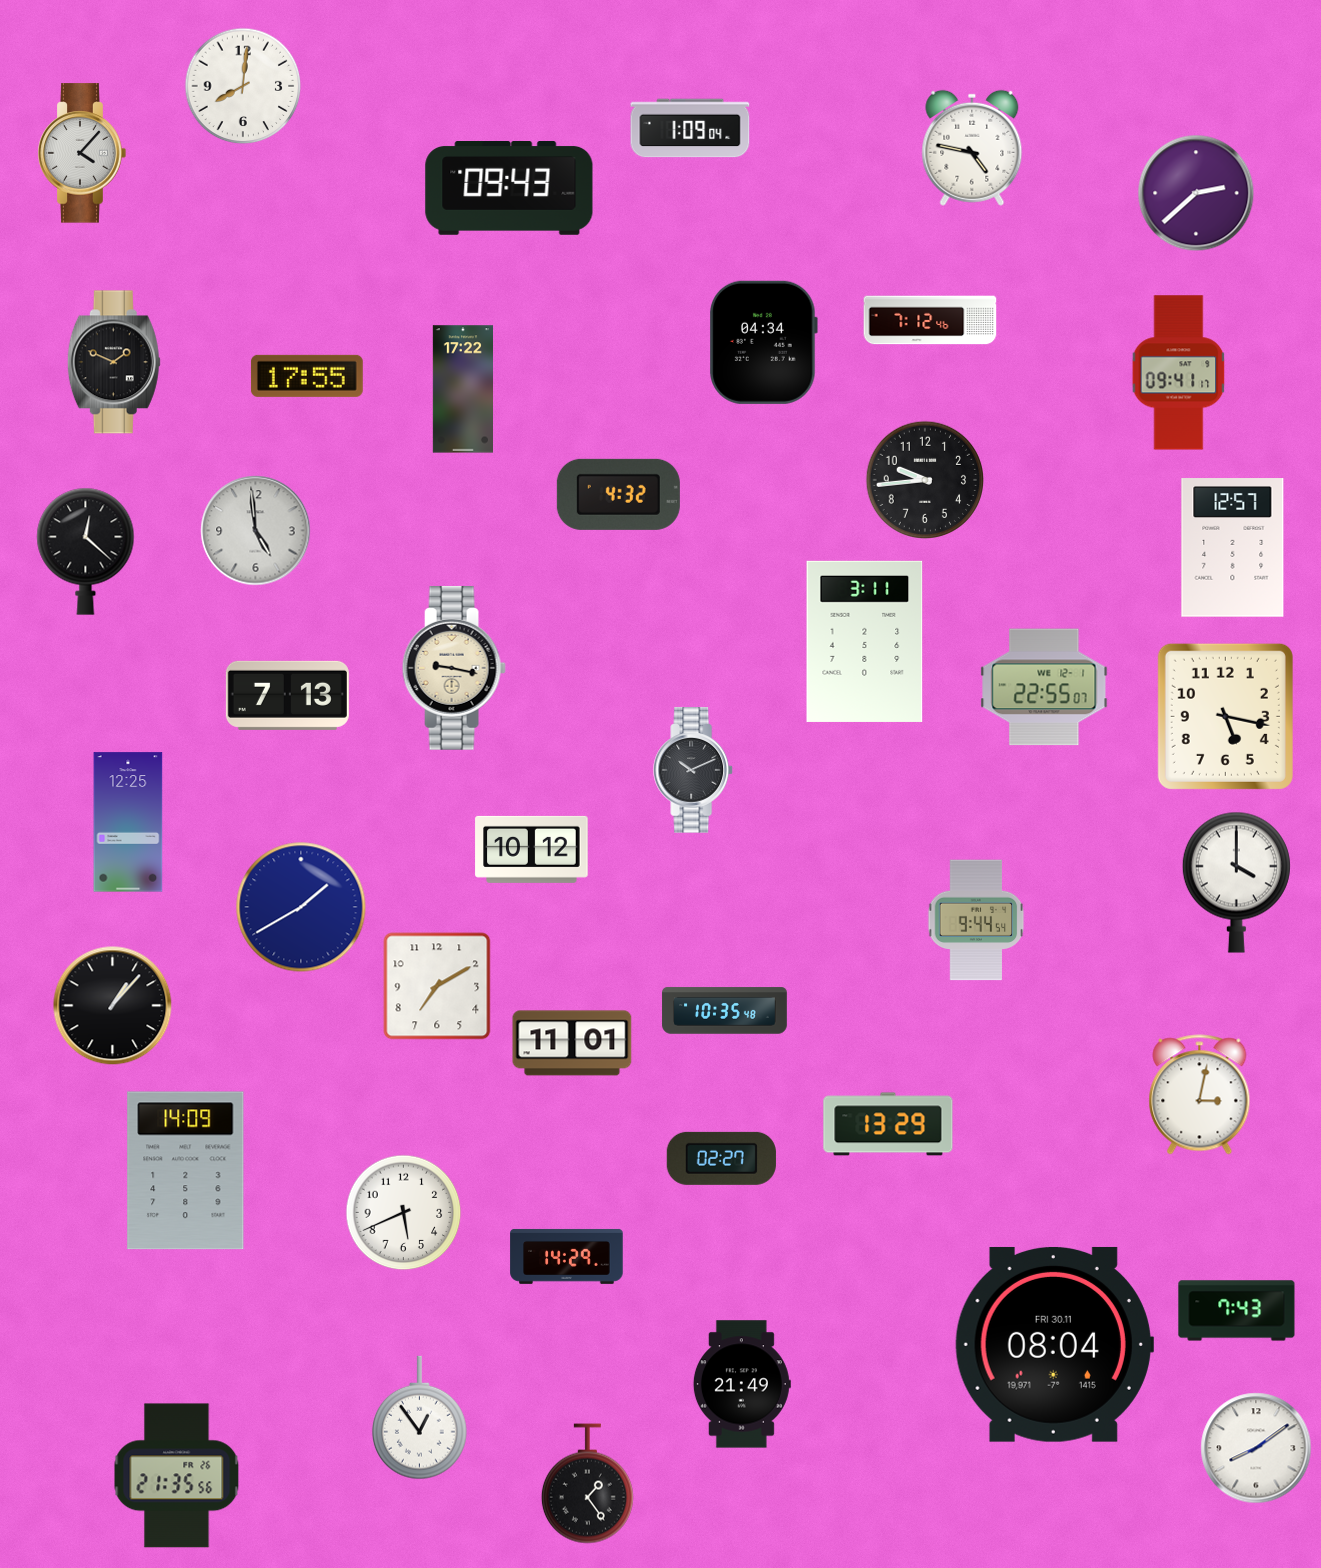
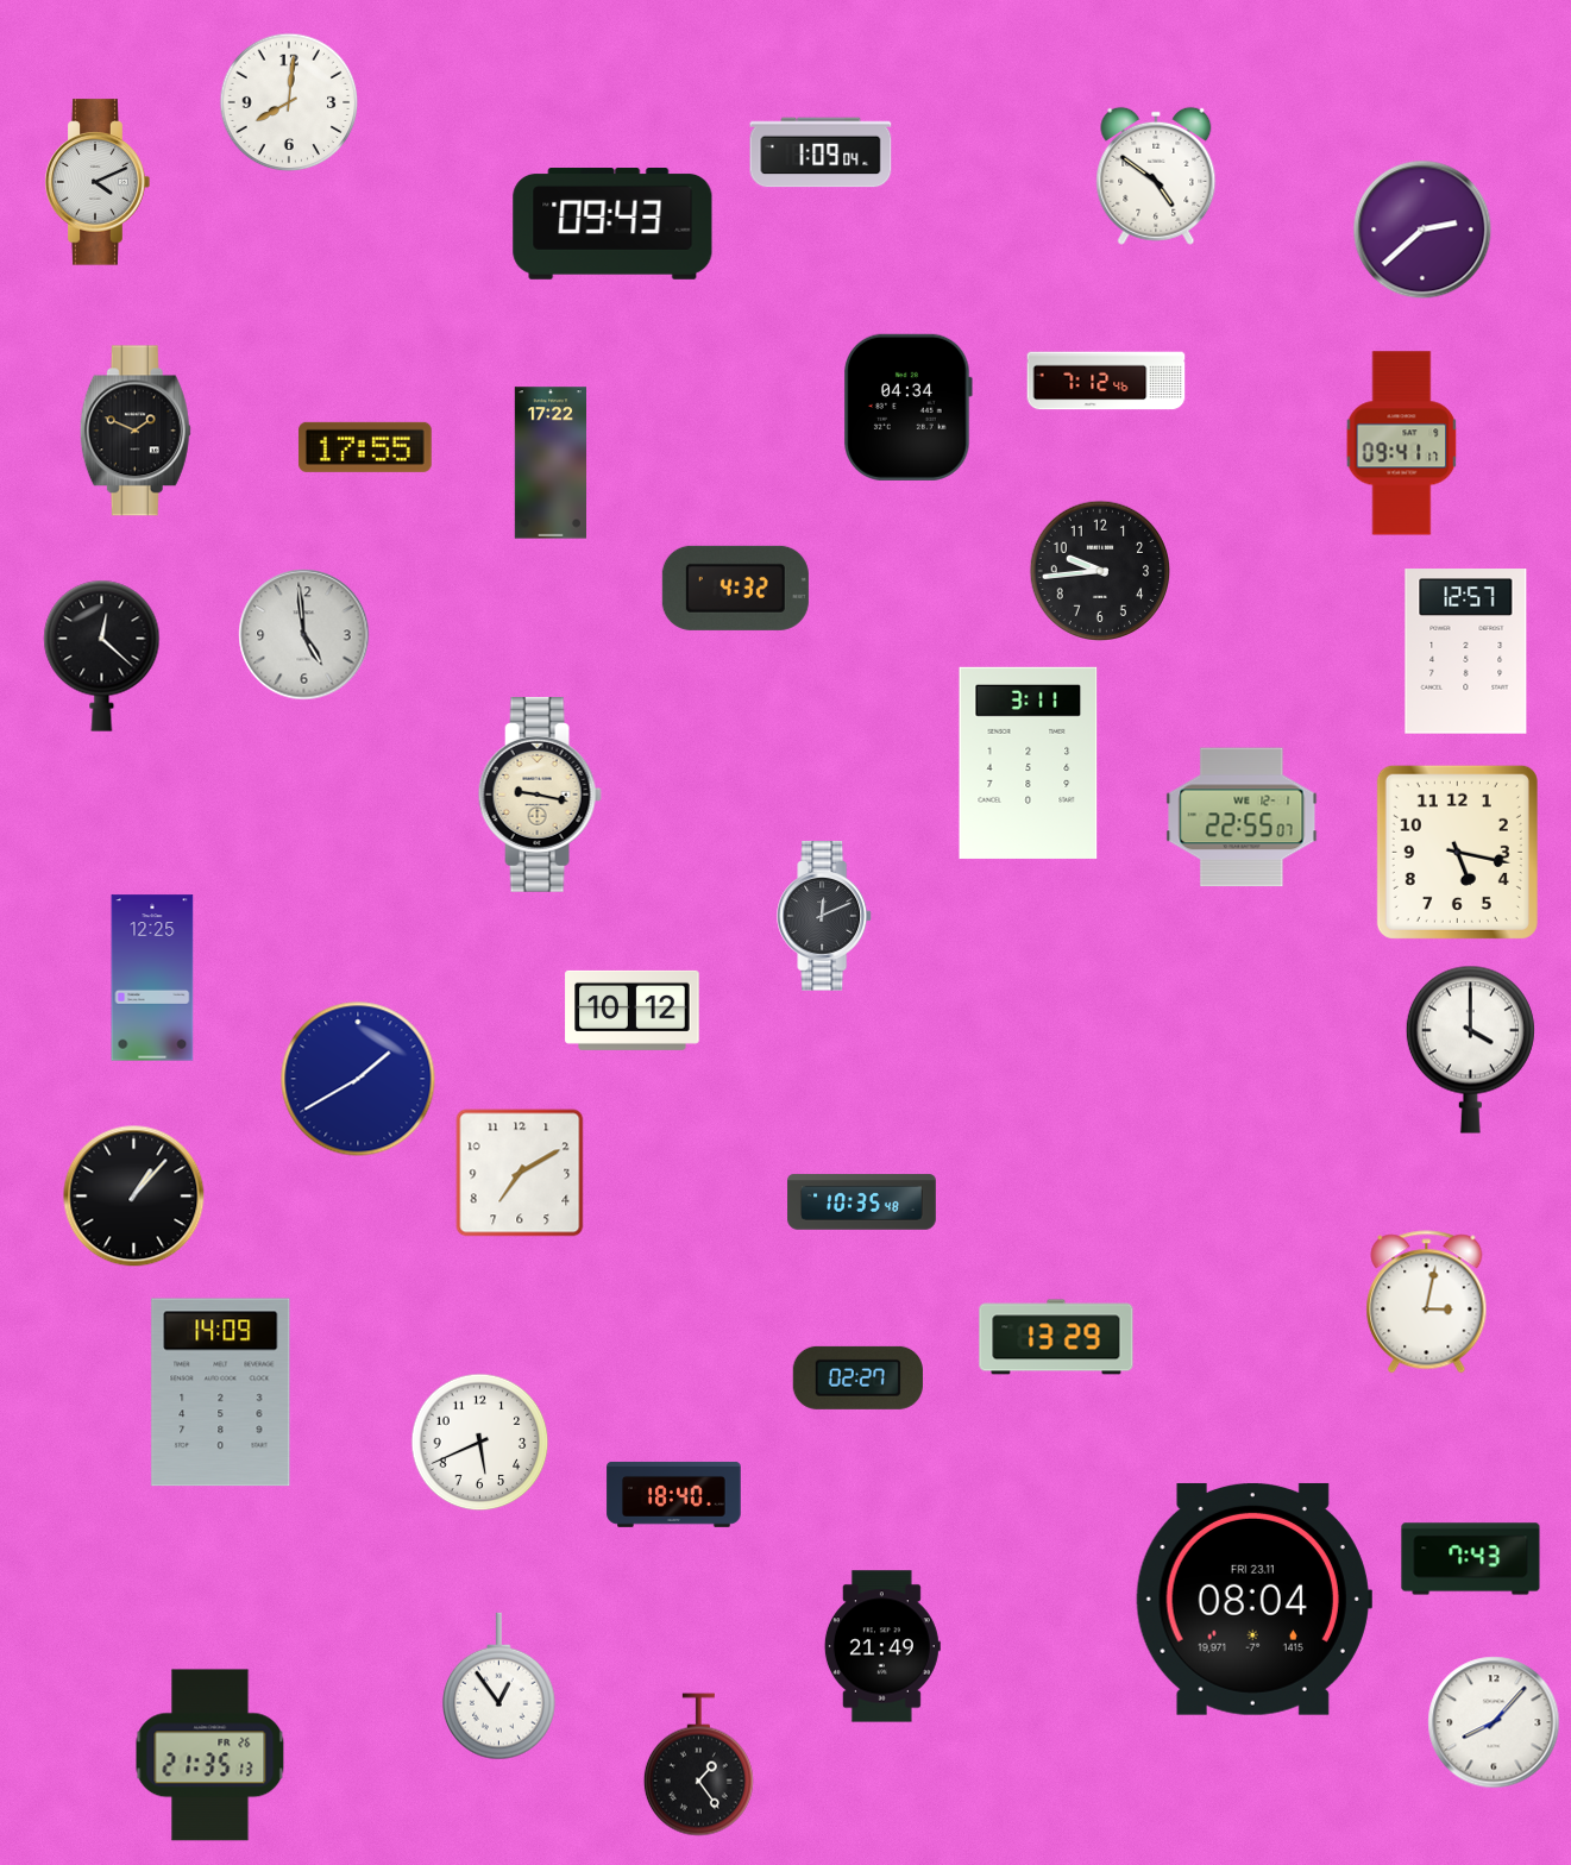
clock at (972, 148): 4:47 -> 4:51
clock at (82, 153): 4:07 -> 4:11
clock at (509, 189) position: (509, 189) -> (612, 225)
clock at (256, 531) position: (256, 531) -> (304, 635)
clock at (287, 695): 7:13 -> none
clock at (694, 770): 10:11 -> 12:11
clock at (976, 920): 9:44 -> none
clock at (572, 1043): 11:01 -> none
clock at (567, 1256): 14:29 -> 18:40
clock at (1054, 1344) date: FRI 30.11 -> FRI 23.11
clock at (1256, 1448): 8:09 -> 8:07
clock at (177, 1476): 21:35:56 -> 21:35:13
